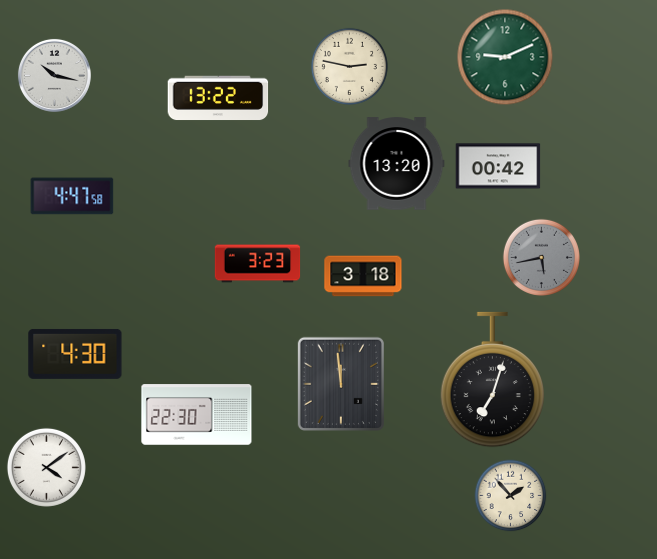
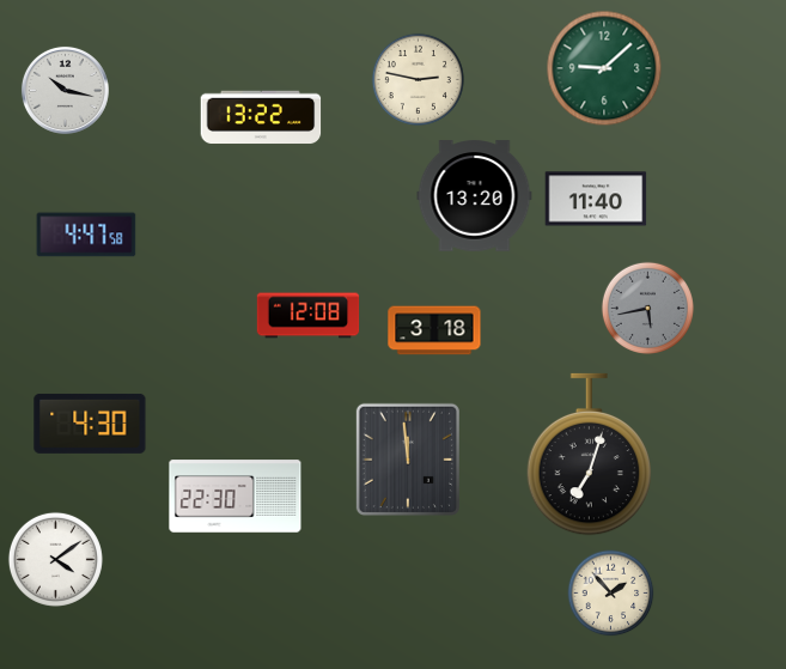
clock at (505, 57): 9:11 -> 9:08
clock at (498, 166): 00:42 -> 11:40
clock at (258, 264): 3:23 -> 12:08
